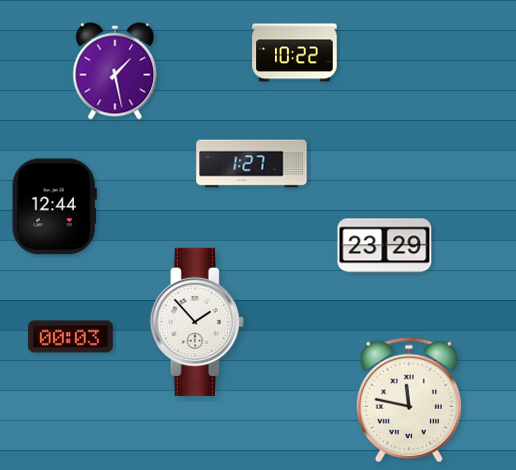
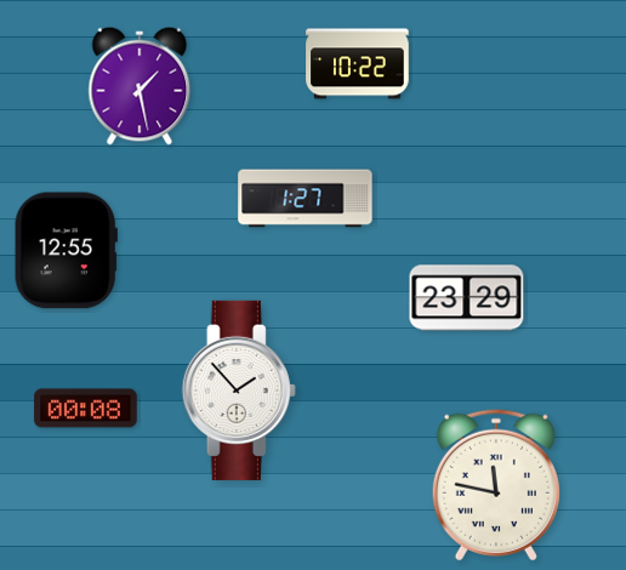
clock at (54, 207): 12:44 -> 12:55
clock at (71, 337): 00:03 -> 00:08
